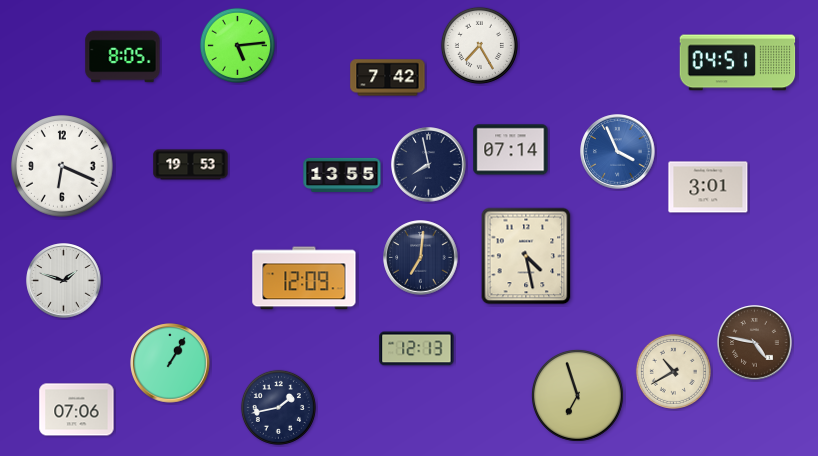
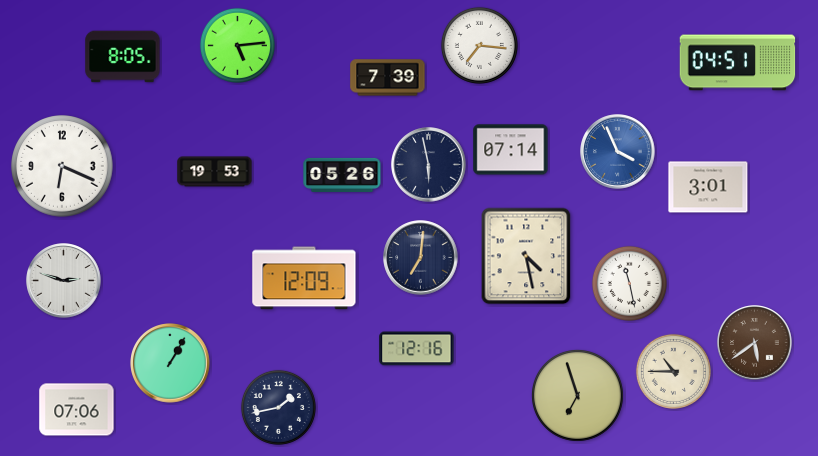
clock at (479, 45): 7:25 -> 7:16
clock at (388, 78): 7:42 -> 7:39
clock at (191, 165) position: (191, 165) -> (215, 172)
clock at (429, 165): 7:58 -> 5:58
clock at (342, 175): 13:55 -> 05:26
clock at (64, 281): 1:48 -> 2:48
clock at (629, 283): none -> 11:28
clock at (755, 343): 4:47 -> 5:39
clock at (417, 349): 12:13 -> 12:16
clock at (673, 371): 10:40 -> 10:45
